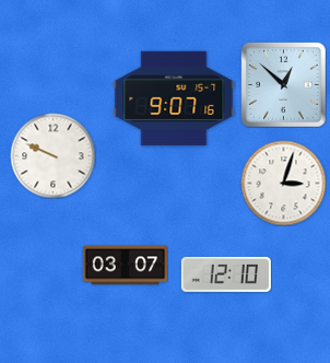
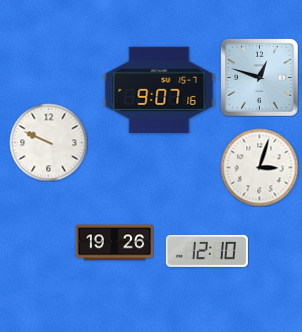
clock at (283, 84): 12:52 -> 12:48
clock at (125, 266): 03:07 -> 19:26
